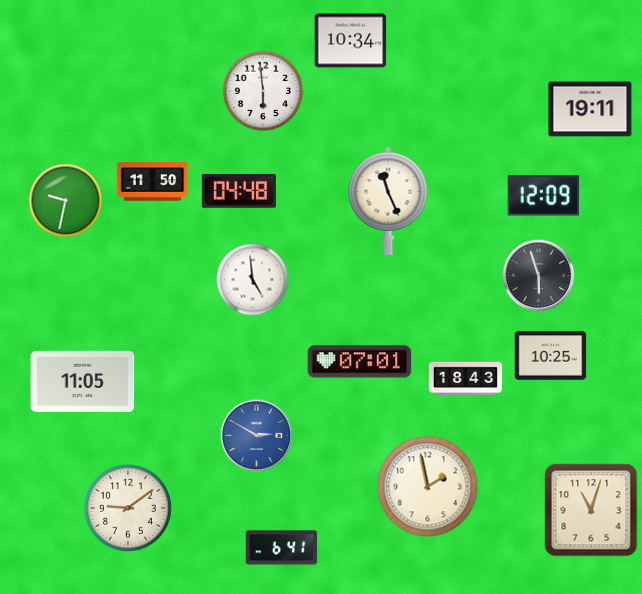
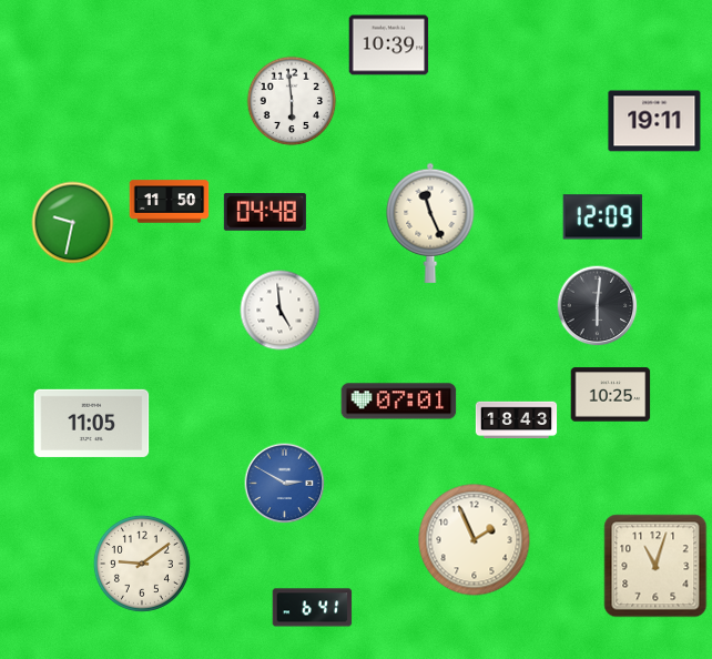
clock at (351, 41): 10:34 -> 10:39
clock at (539, 276): 5:57 -> 6:01
clock at (428, 487): 1:58 -> 1:56
